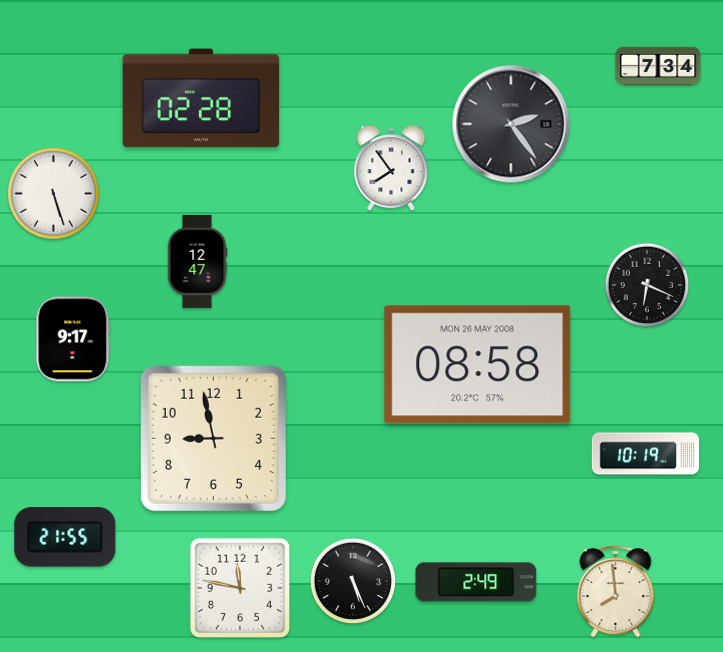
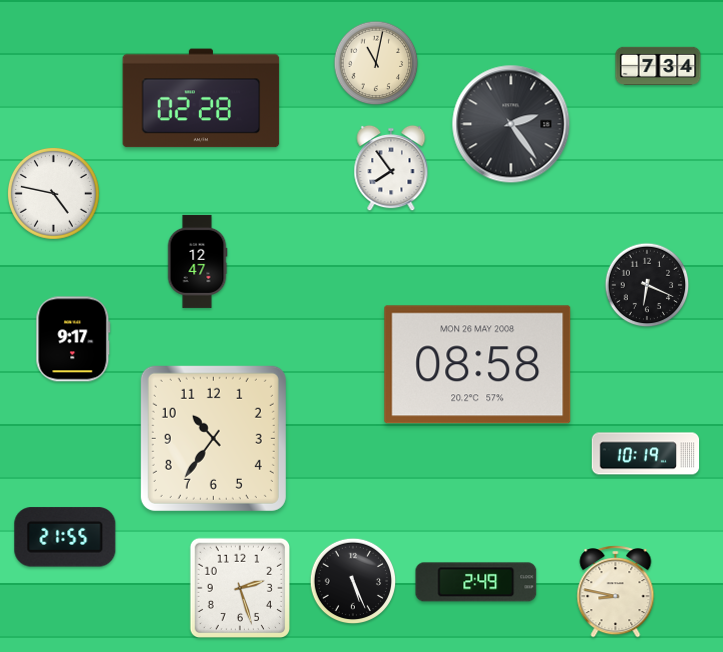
clock at (376, 63): none -> 11:02
clock at (53, 193): 5:27 -> 4:47
clock at (213, 438): 8:58 -> 10:36
clock at (239, 587): 11:47 -> 2:27
clock at (616, 592): 7:59 -> 8:47
